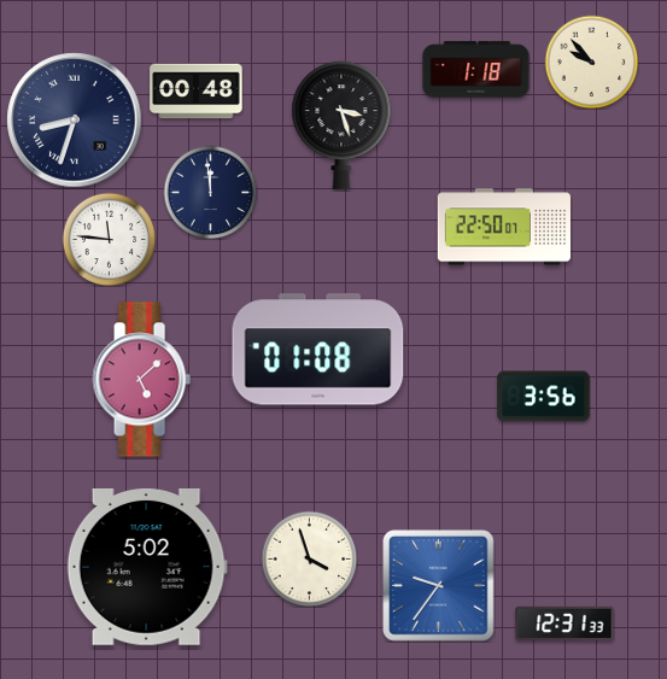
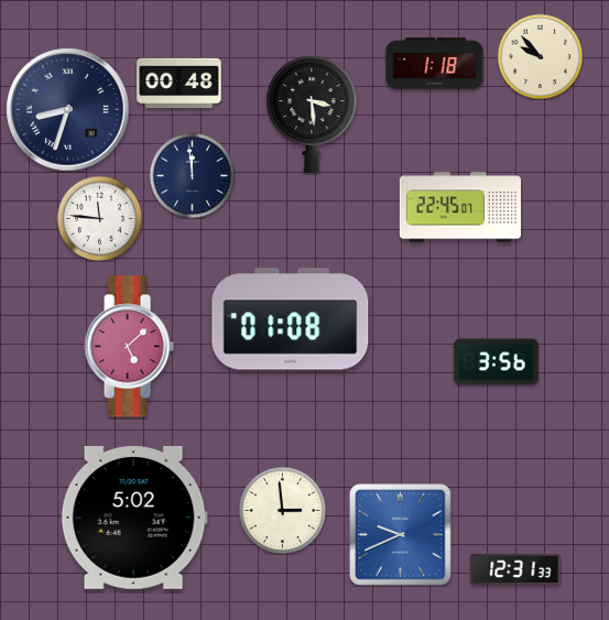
clock at (341, 125): 3:27 -> 3:29
clock at (504, 227): 22:50 -> 22:45
clock at (309, 558): 3:57 -> 2:59
clock at (439, 586): 9:36 -> 9:41
